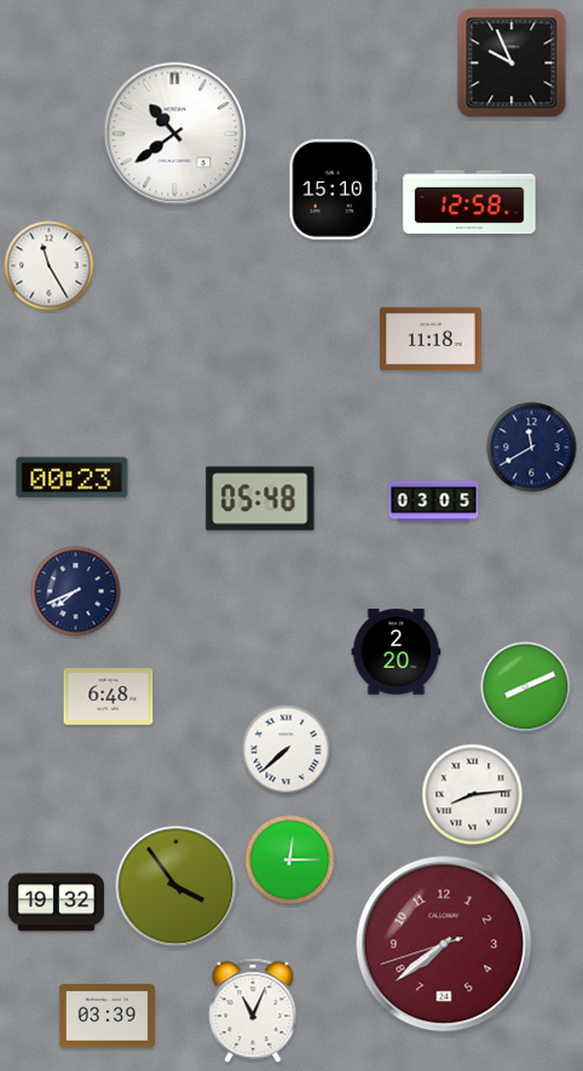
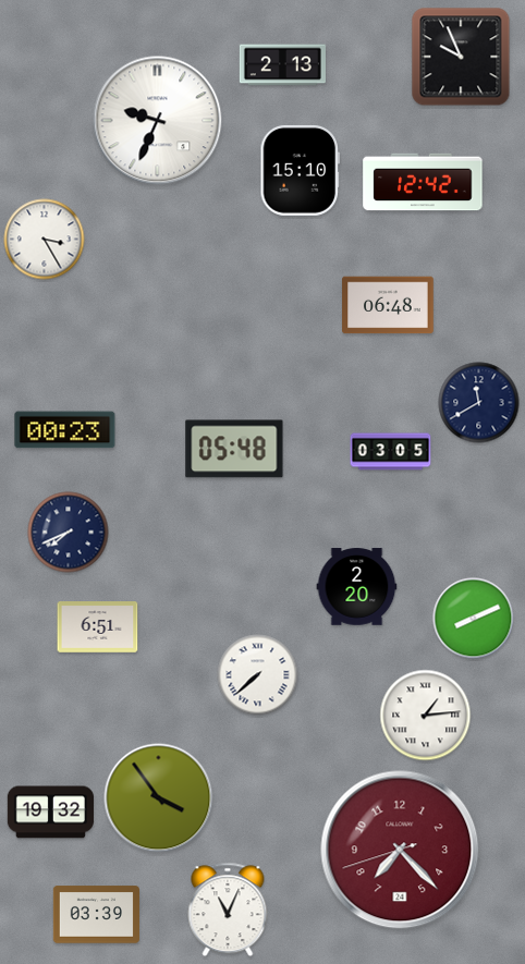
clock at (282, 65): none -> 2:13
clock at (175, 134): 10:39 -> 9:34
clock at (469, 202): 12:58 -> 12:42
clock at (50, 266): 11:25 -> 3:25
clock at (431, 339): 11:18 -> 06:48
clock at (109, 697): 6:48 -> 6:51
clock at (473, 795): 8:14 -> 1:14
clock at (290, 860): 12:15 -> none
clock at (444, 944): 7:38 -> 7:22
